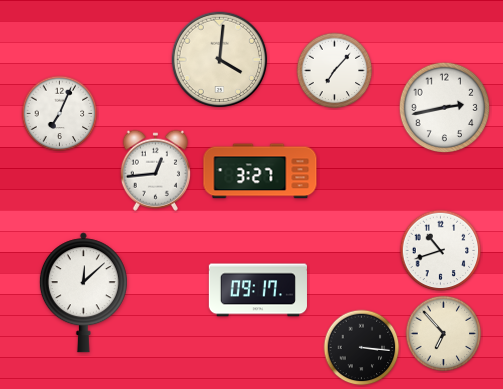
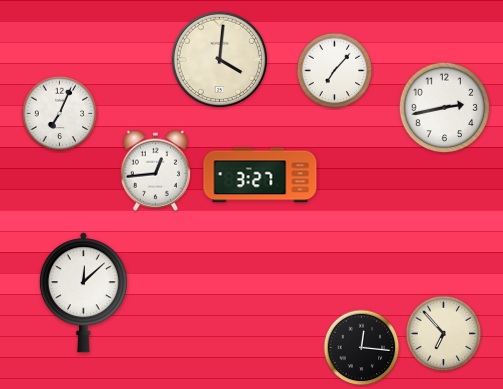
clock at (260, 171) position: (260, 171) -> (260, 175)
clock at (441, 251): 10:42 -> none
clock at (258, 290): 09:17 -> none
clock at (362, 348): 3:16 -> 12:16
